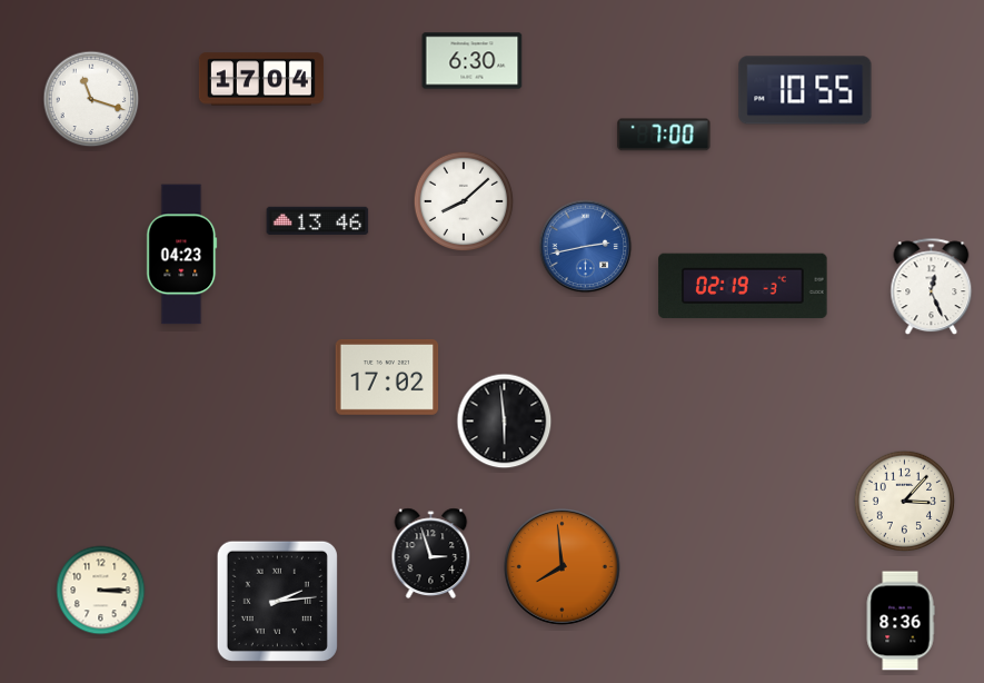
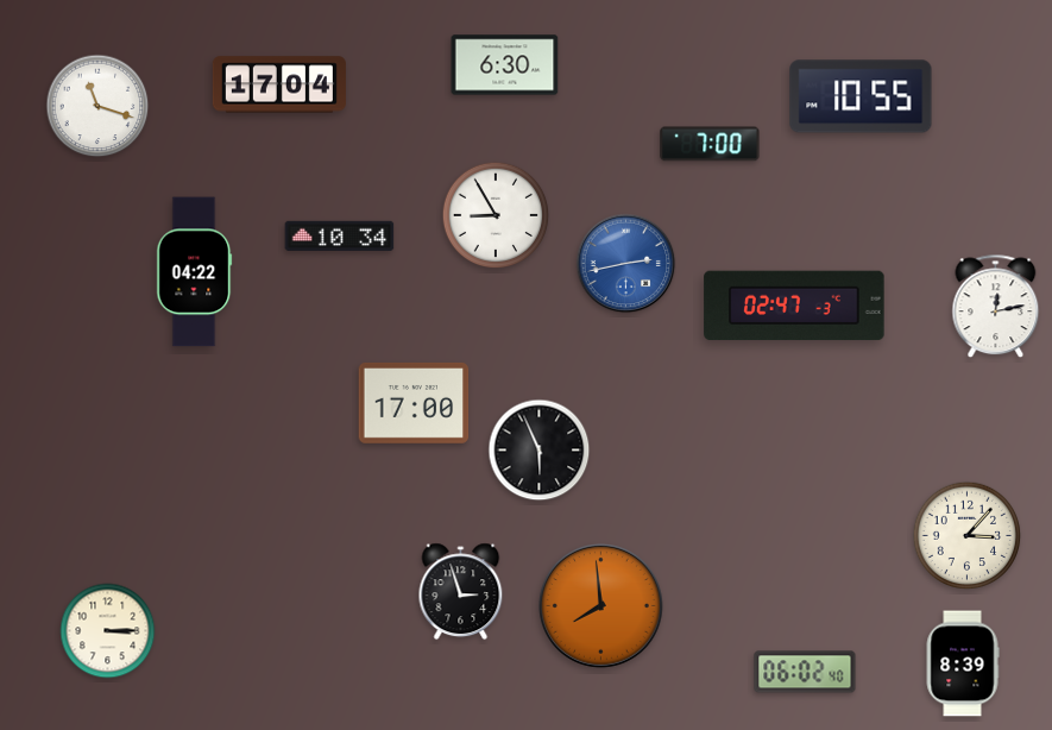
clock at (464, 201): 8:08 -> 8:55
clock at (318, 220): 13:46 -> 10:34
clock at (182, 255): 04:23 -> 04:22
clock at (743, 286): 02:19 -> 02:47
clock at (932, 287): 12:26 -> 12:13
clock at (387, 377): 17:02 -> 17:00
clock at (505, 422): 5:59 -> 5:56
clock at (277, 601): 2:14 -> none
clock at (901, 621): 8:36 -> 8:39
clock at (805, 672): none -> 06:02
